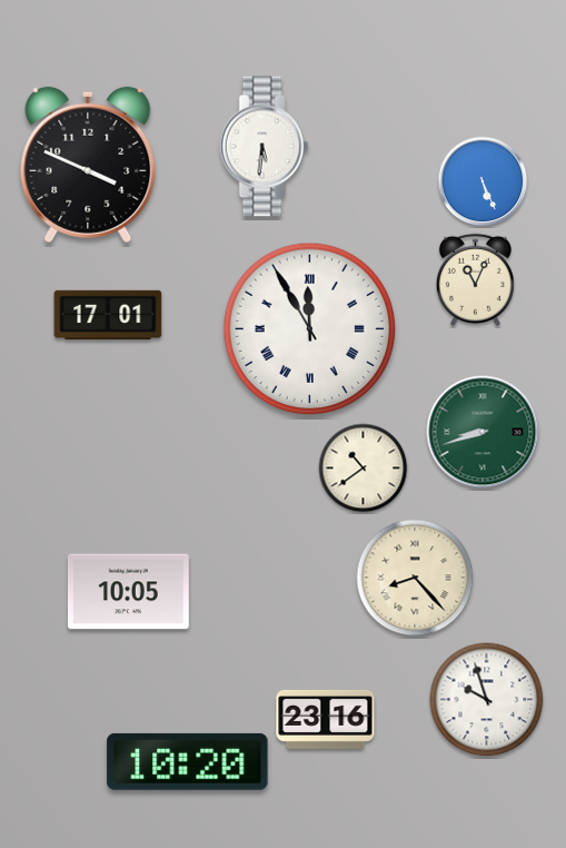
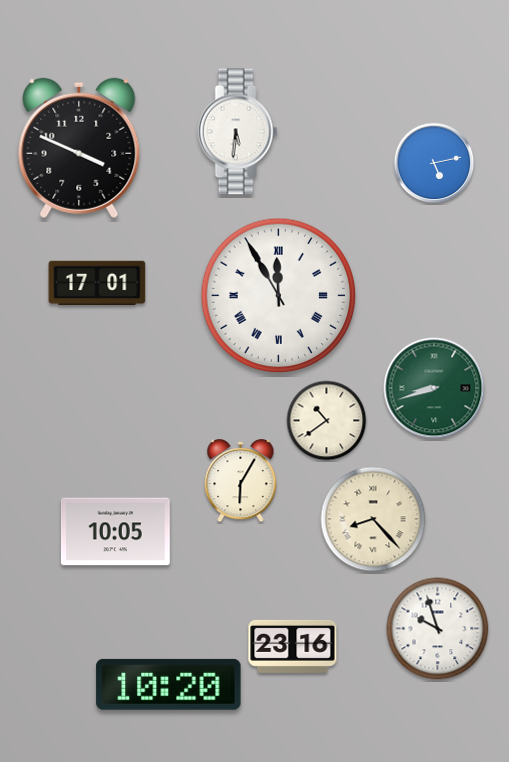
clock at (483, 181): 5:26 -> 5:13
clock at (475, 279): 11:04 -> none
clock at (241, 481): none -> 6:05
